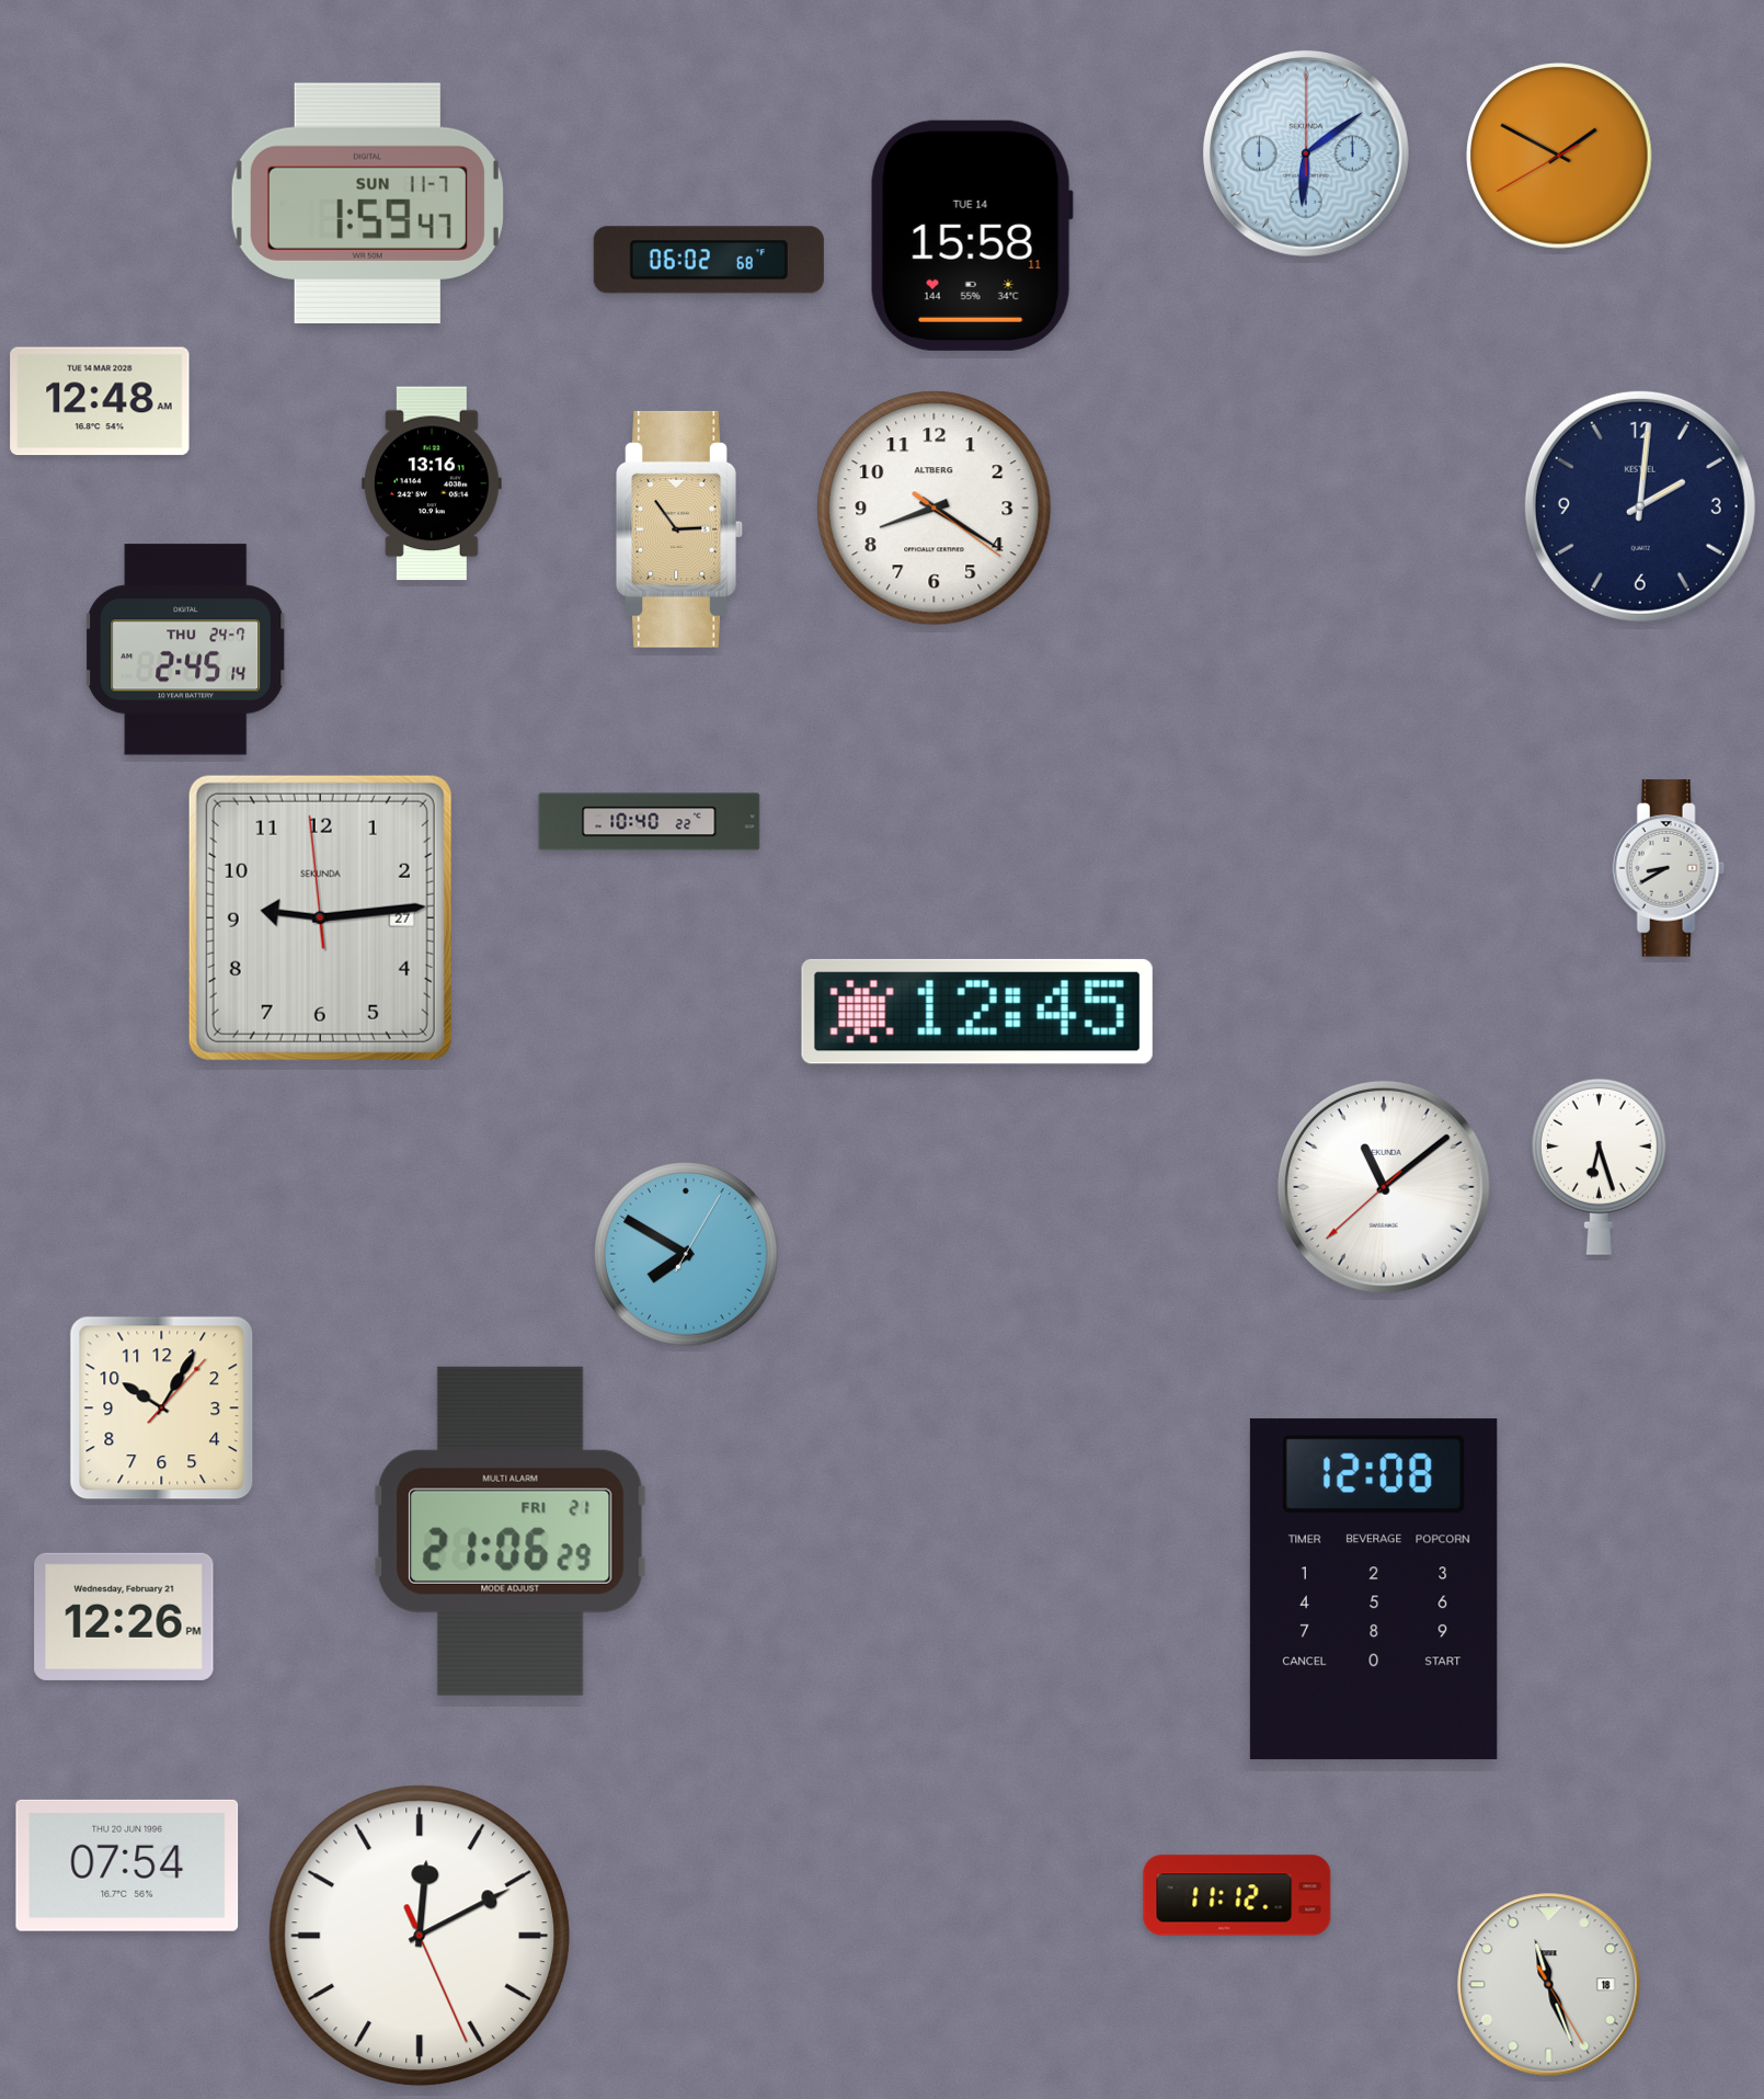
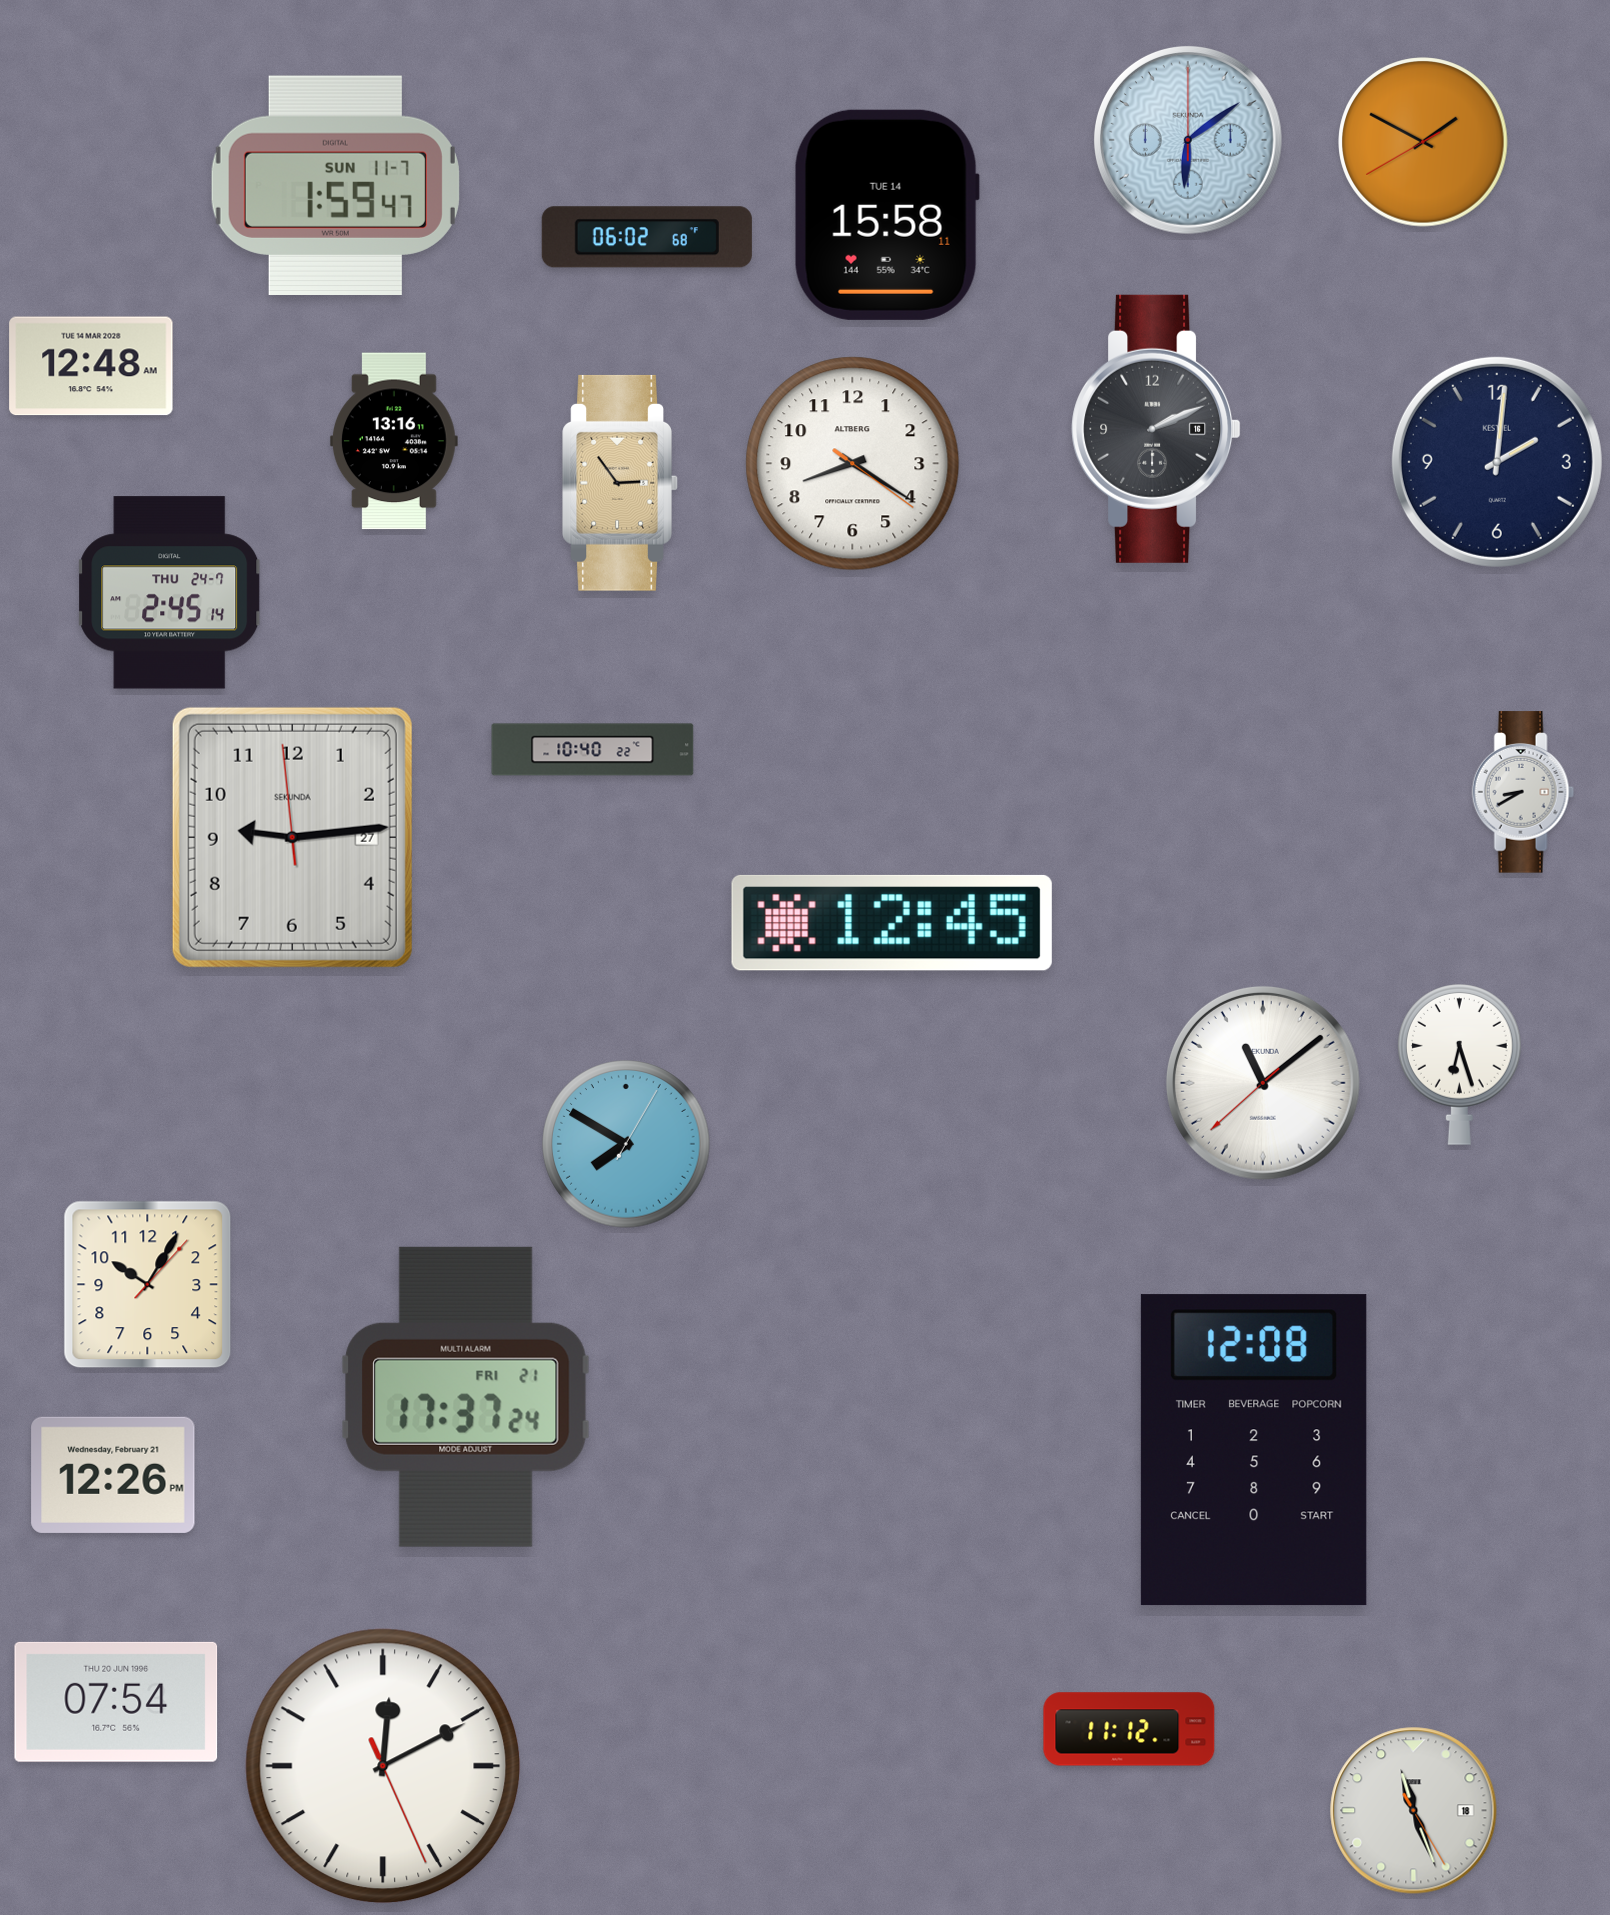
clock at (1306, 153) position: (1306, 153) -> (1188, 140)
clock at (1156, 429): none -> 2:11
clock at (511, 1531): 21:06 -> 17:37
